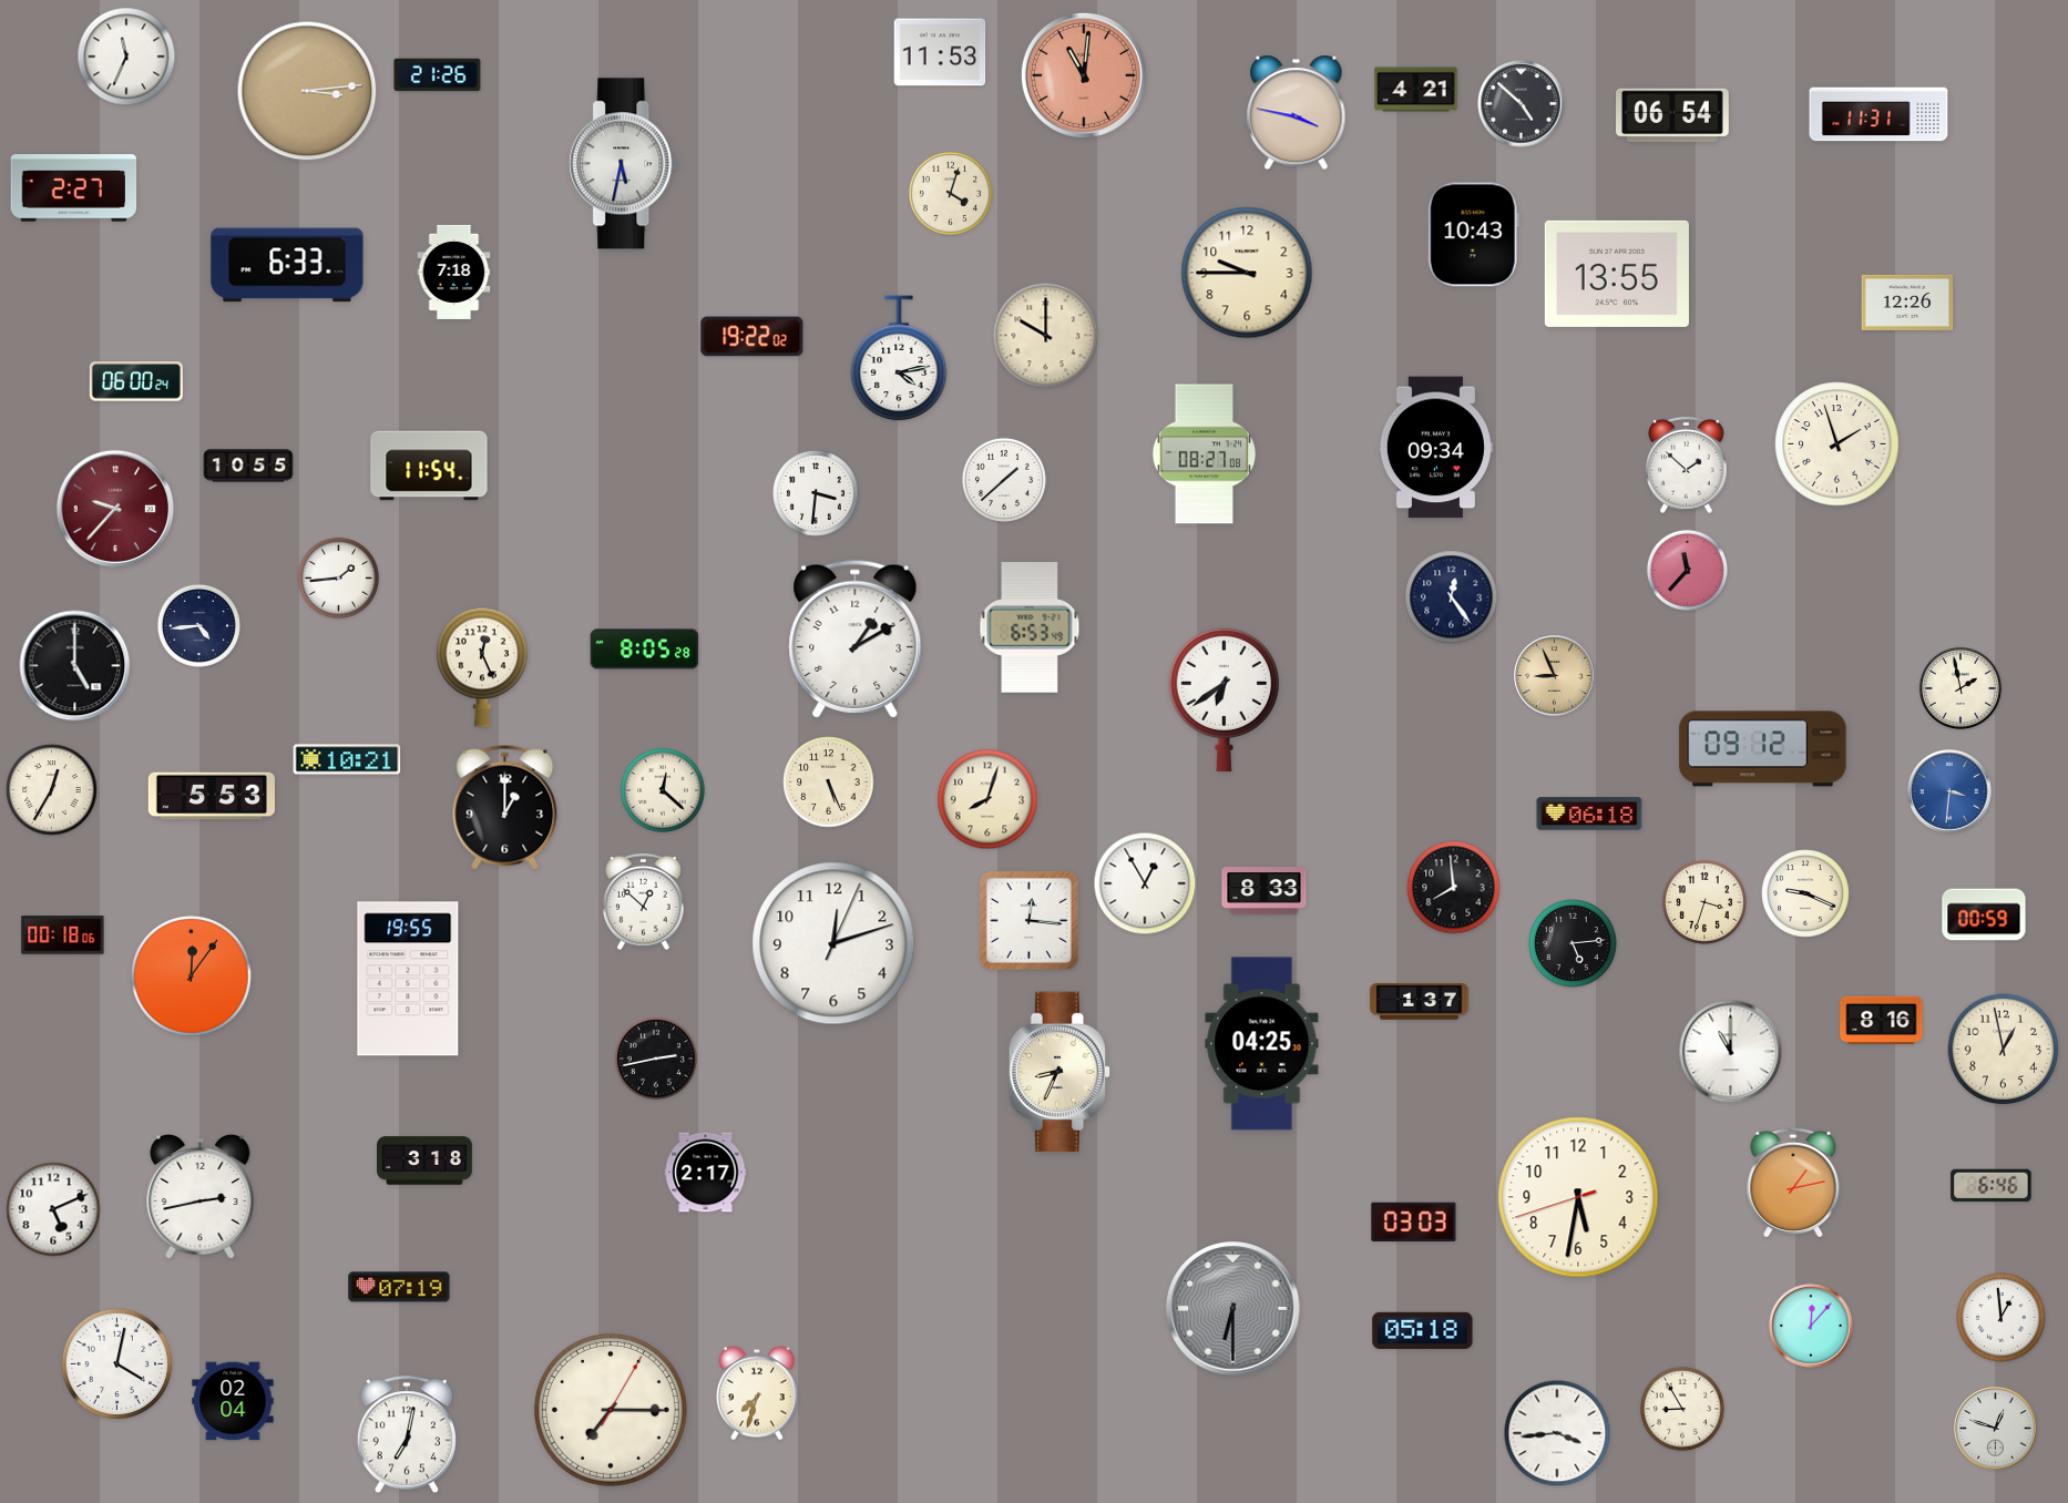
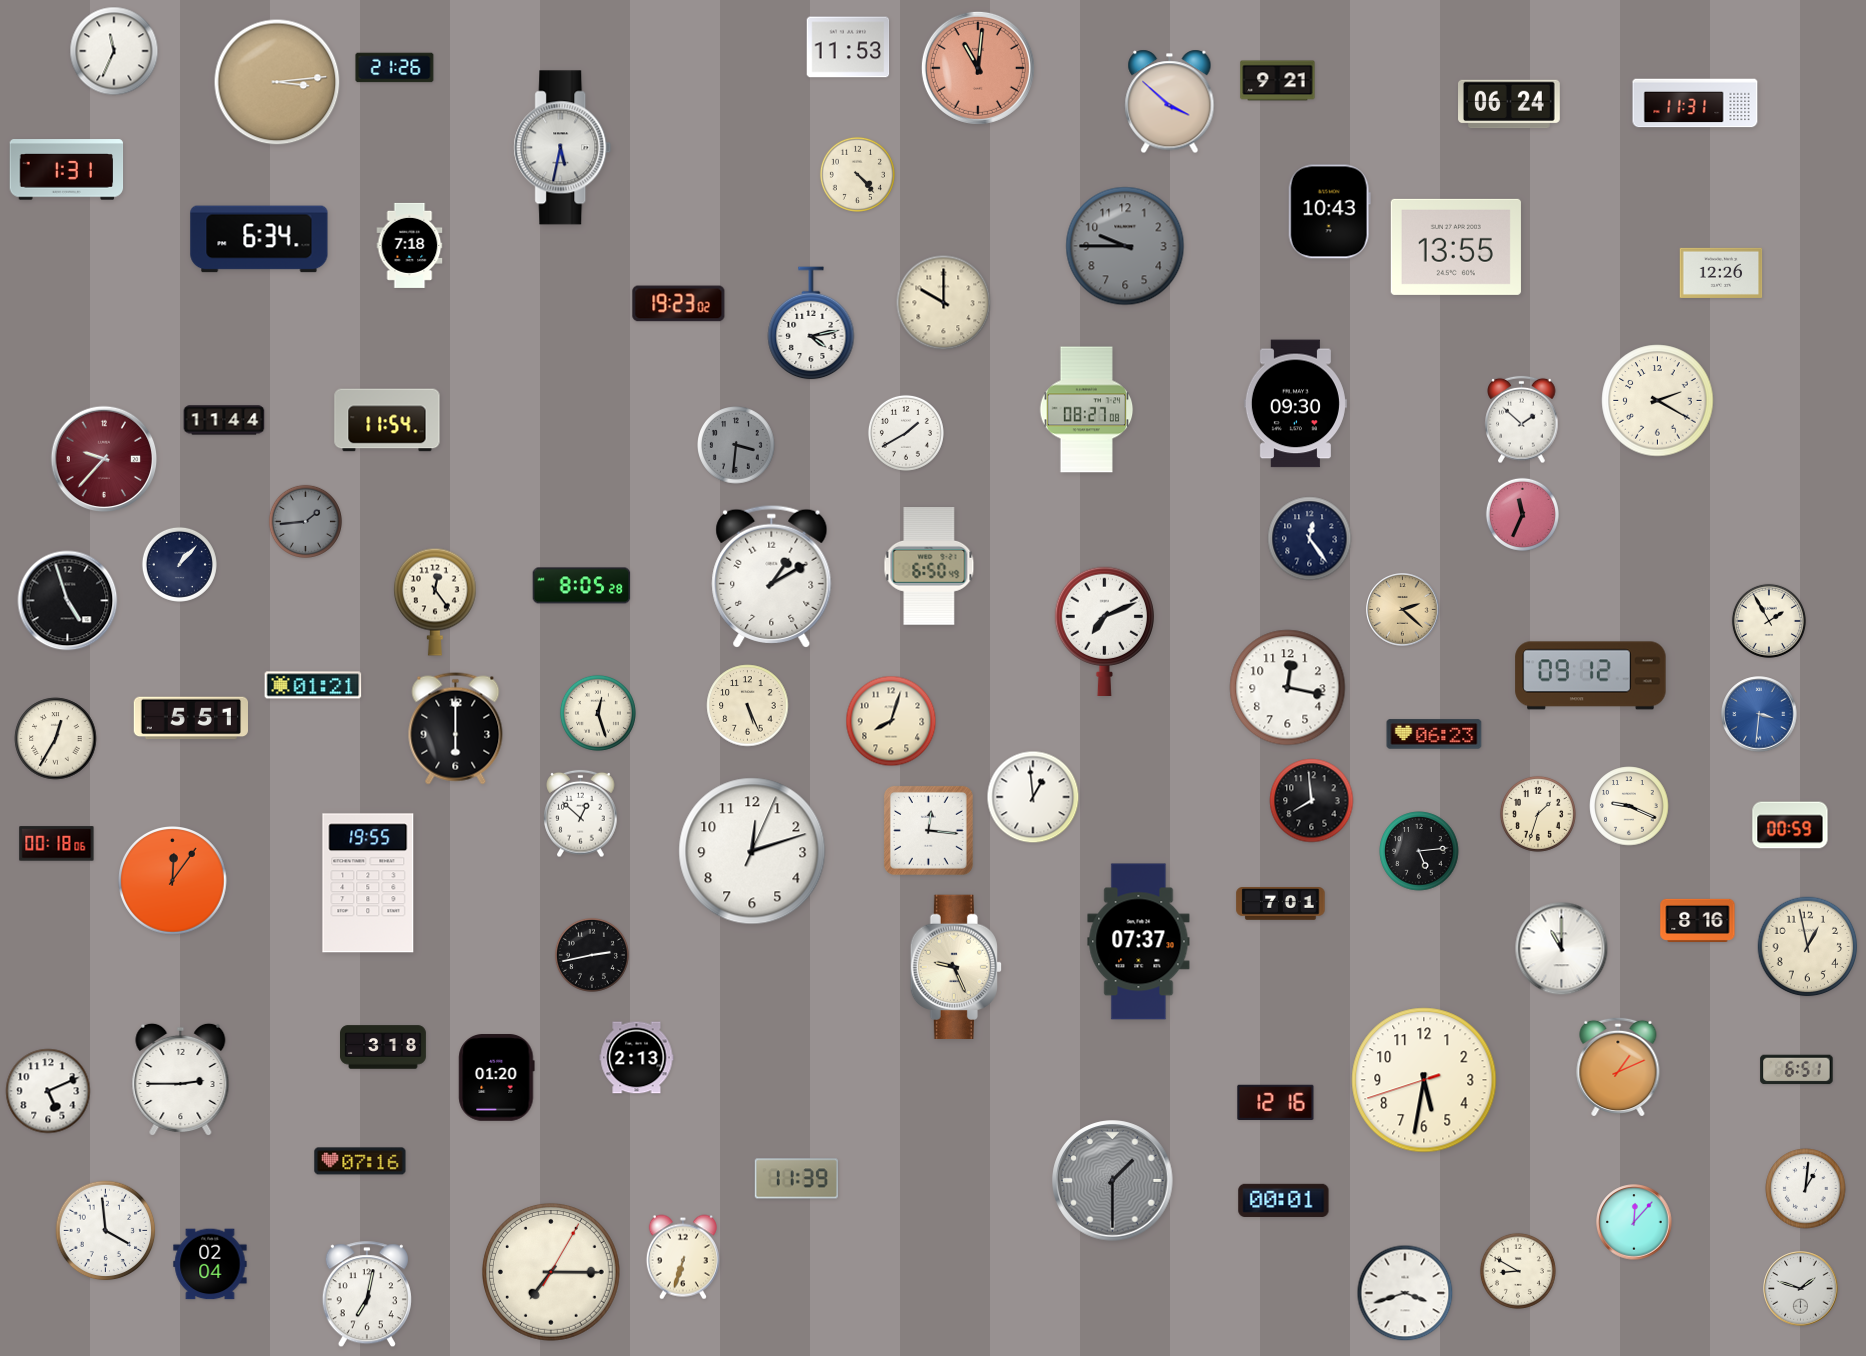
clock at (1416, 90): 4:21 -> 9:21
clock at (1522, 104): 4:52 -> none
clock at (1297, 113): 3:47 -> 3:52
clock at (1673, 115): 06:54 -> 06:24
clock at (74, 188): 2:27 -> 1:31
clock at (950, 193): 4:03 -> 4:23
clock at (287, 265): 6:33 -> 6:34
clock at (1247, 273) dial: cream -> grey
clock at (1617, 274) position: (1617, 274) -> (1456, 247)
clock at (753, 337): 19:22 -> 19:23
clock at (136, 381): 06:00 -> none
clock at (1837, 444): 1:57 -> 2:20
clock at (1435, 448): 09:34 -> 09:30
clock at (248, 466): 10:55 -> 11:44
clock at (1004, 480): 1:38 -> 1:40
clock at (817, 494) dial: white -> grey
clock at (1687, 570): 11:37 -> 11:34
clock at (338, 577) dial: white -> grey
clock at (198, 625): 4:44 -> 1:07
clock at (1030, 628): 6:53 -> 6:50
clock at (75, 666): 5:00 -> 4:57
clock at (482, 667): 12:26 -> 12:24
clock at (1555, 676): 8:56 -> 2:22
clock at (1960, 688): 1:58 -> 1:55
clock at (1224, 699): 6:39 -> 7:11
clock at (347, 759): 10:21 -> 01:21
clock at (1288, 688): none -> 12:17
clock at (52, 790) position: (52, 790) -> (56, 739)
clock at (663, 790): 12:22 -> 12:27
clock at (211, 796): 5:53 -> 5:51
clock at (505, 808): 1:00 -> 6:00
clock at (1589, 814): 06:18 -> 06:23
clock at (1145, 883): 12:55 -> 12:59
clock at (1265, 891): 8:33 -> none
clock at (1704, 902): 3:33 -> 1:33
clock at (1420, 1002): 1:37 -> 7:01
clock at (1262, 1044): 04:25 -> 07:37
clock at (1058, 1072): 8:34 -> 9:26
clock at (706, 1173): 2:17 -> 2:13
clock at (1793, 1182): 1:13 -> 1:11
clock at (1992, 1186): 6:46 -> 6:51
clock at (497, 1078): none -> 01:20
clock at (201, 1196): 2:43 -> 2:45
clock at (1414, 1221): 03:03 -> 12:16
clock at (399, 1287): 07:19 -> 07:16
clock at (796, 1179): none -> 11:39
clock at (1233, 1309): 6:30 -> 1:30
clock at (2002, 1318): 12:59 -> 1:01
clock at (1811, 1326) position: (1811, 1326) -> (1634, 1222)
clock at (1423, 1330): 05:18 -> 00:01
clock at (117, 1364): 4:02 -> 3:59
clock at (757, 1393): 7:33 -> 6:33
clock at (1682, 1409): 8:55 -> 8:50
clock at (1996, 1429): 12:48 -> 1:48
clock at (1557, 1433): 3:44 -> 3:42
